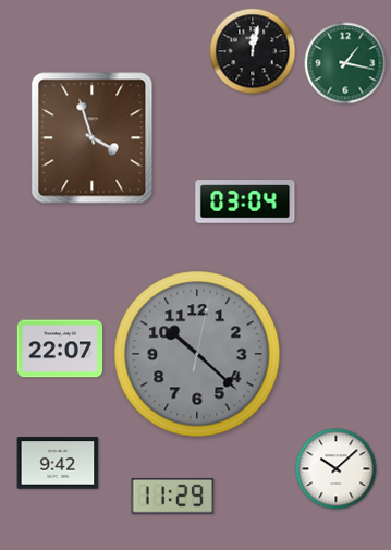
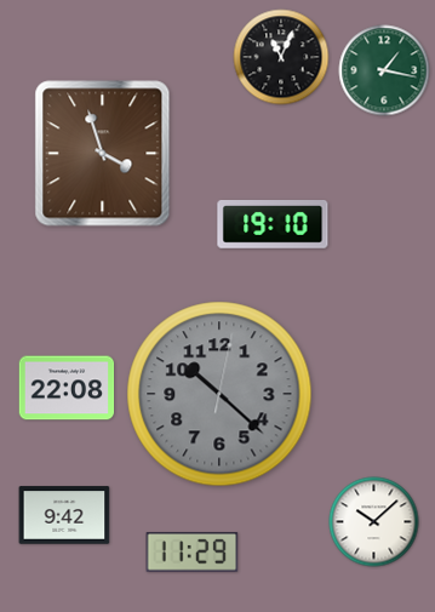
clock at (253, 51): 12:02 -> 11:04
clock at (245, 203): 03:04 -> 19:10
clock at (60, 349): 22:07 -> 22:08
